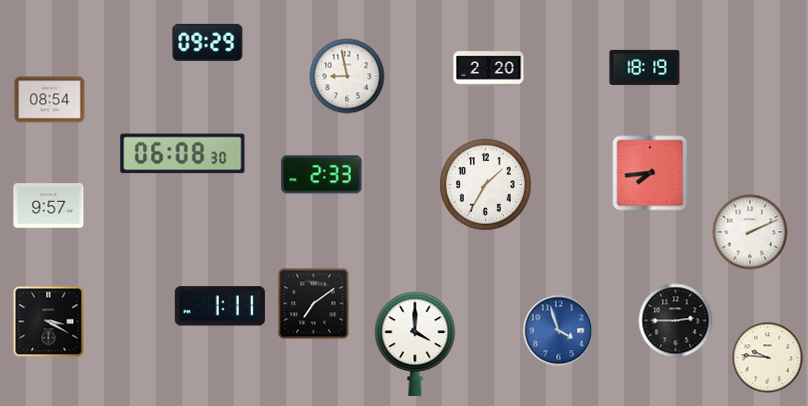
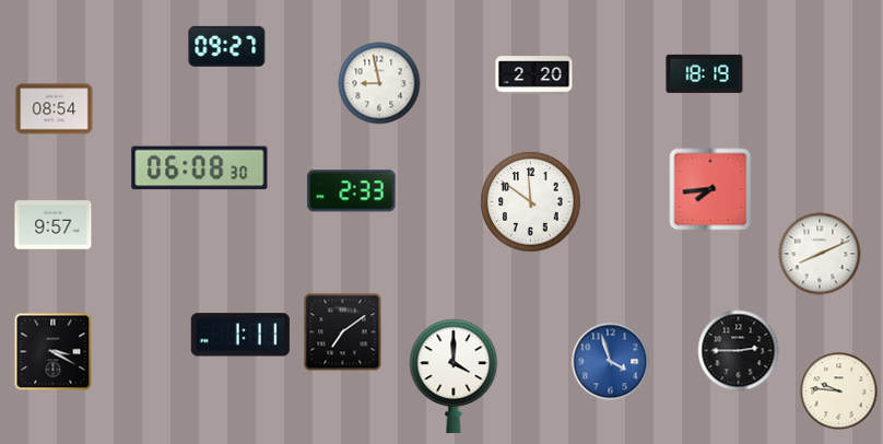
clock at (208, 42): 09:29 -> 09:27
clock at (486, 185): 1:35 -> 11:51
clock at (750, 232): 2:11 -> 8:11
